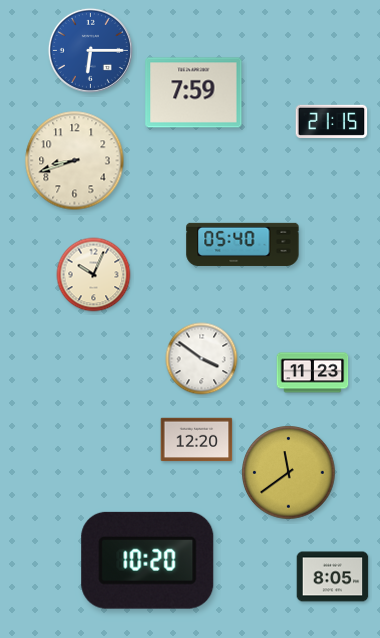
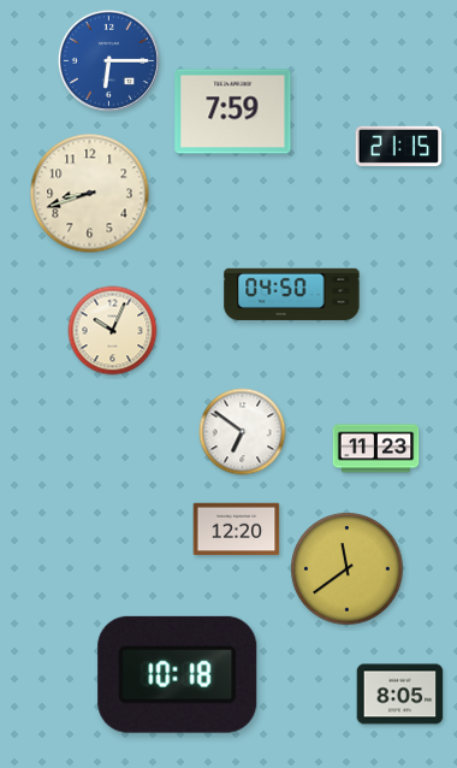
clock at (243, 244): 05:40 -> 04:50
clock at (202, 359): 3:51 -> 6:51
clock at (148, 560): 10:20 -> 10:18
